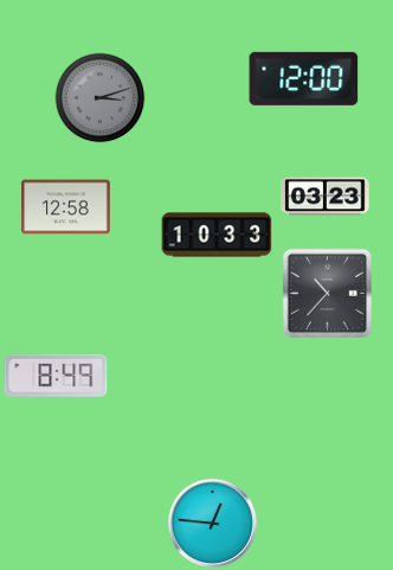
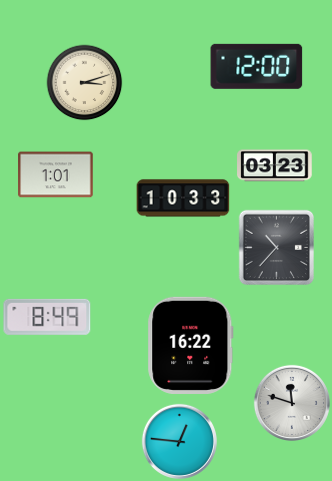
clock at (101, 98) dial: grey -> cream
clock at (66, 207): 12:58 -> 1:01
clock at (191, 345): none -> 16:22
clock at (292, 403): none -> 11:48
